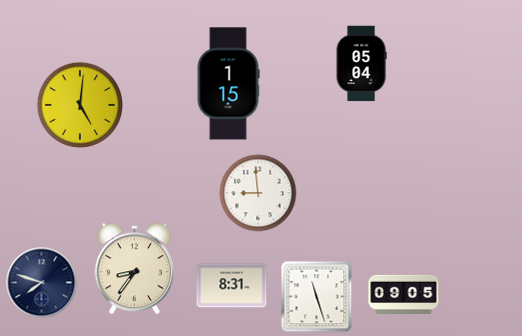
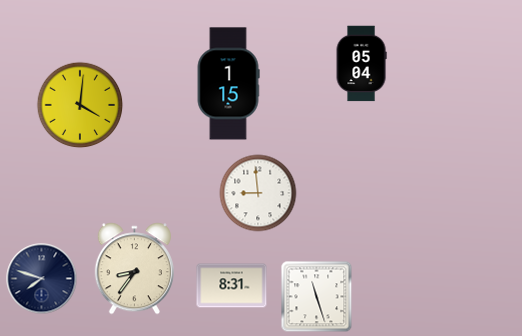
clock at (80, 105): 5:01 -> 4:01
clock at (42, 283) position: (42, 283) -> (42, 279)
clock at (404, 295): 09:05 -> none
